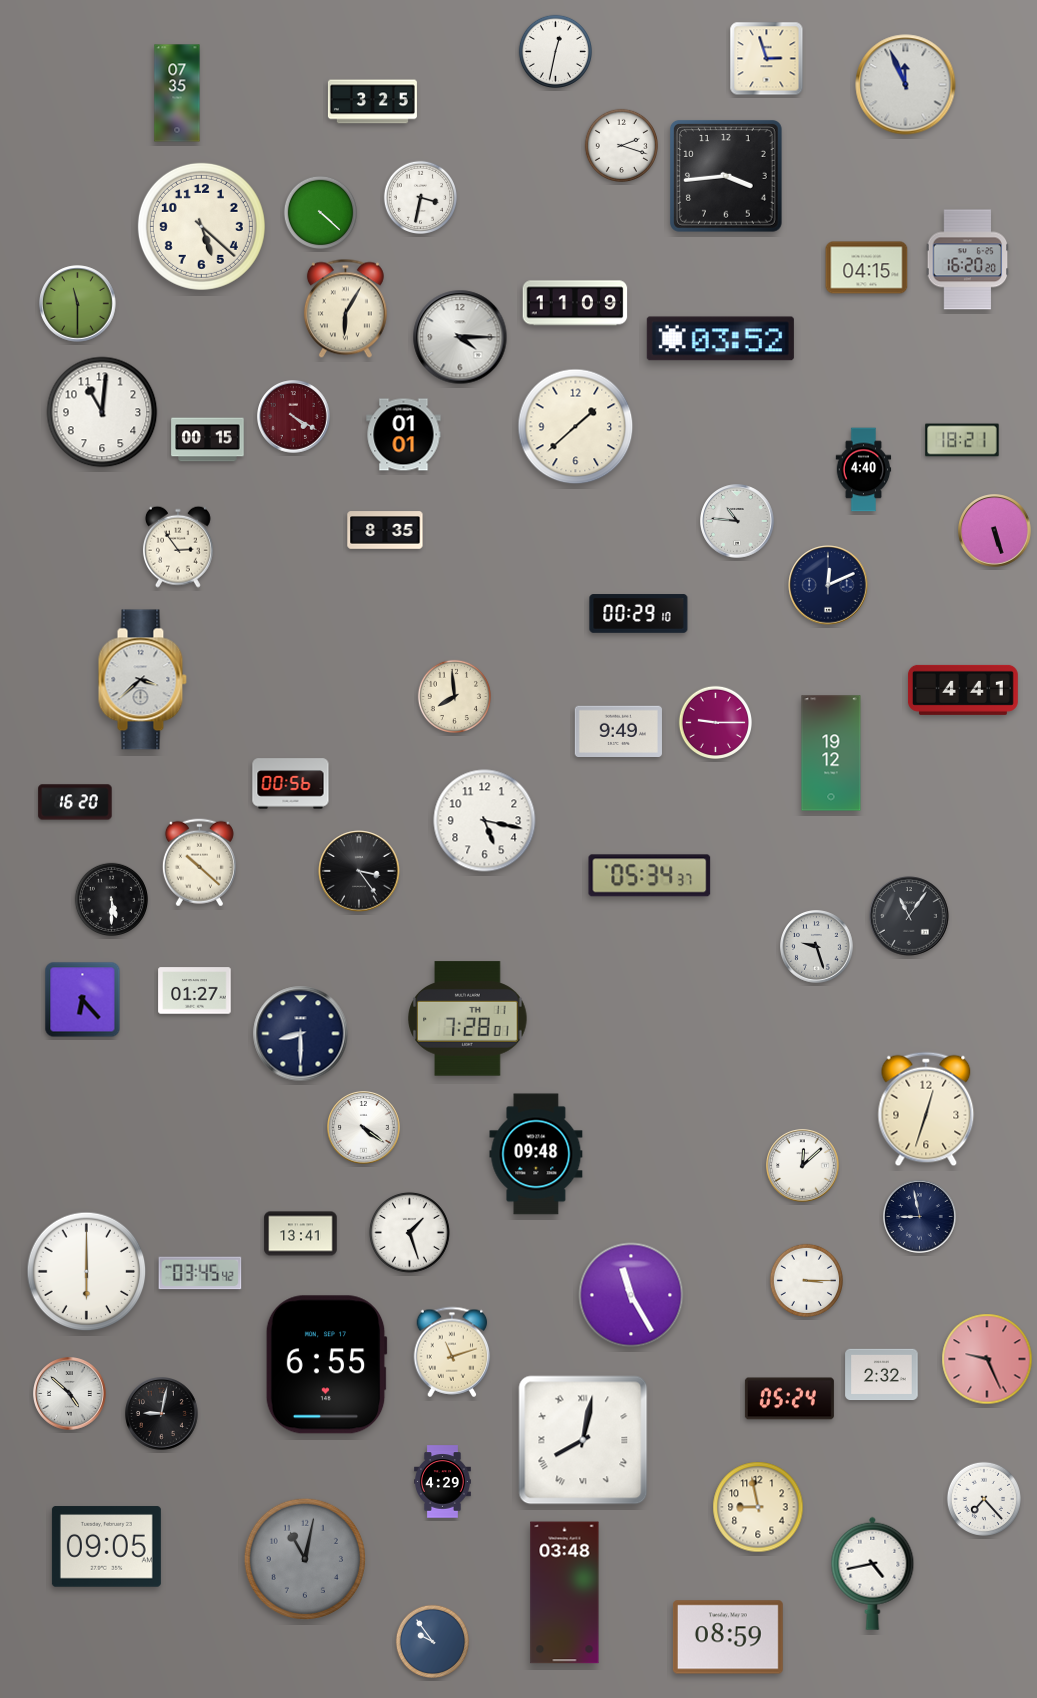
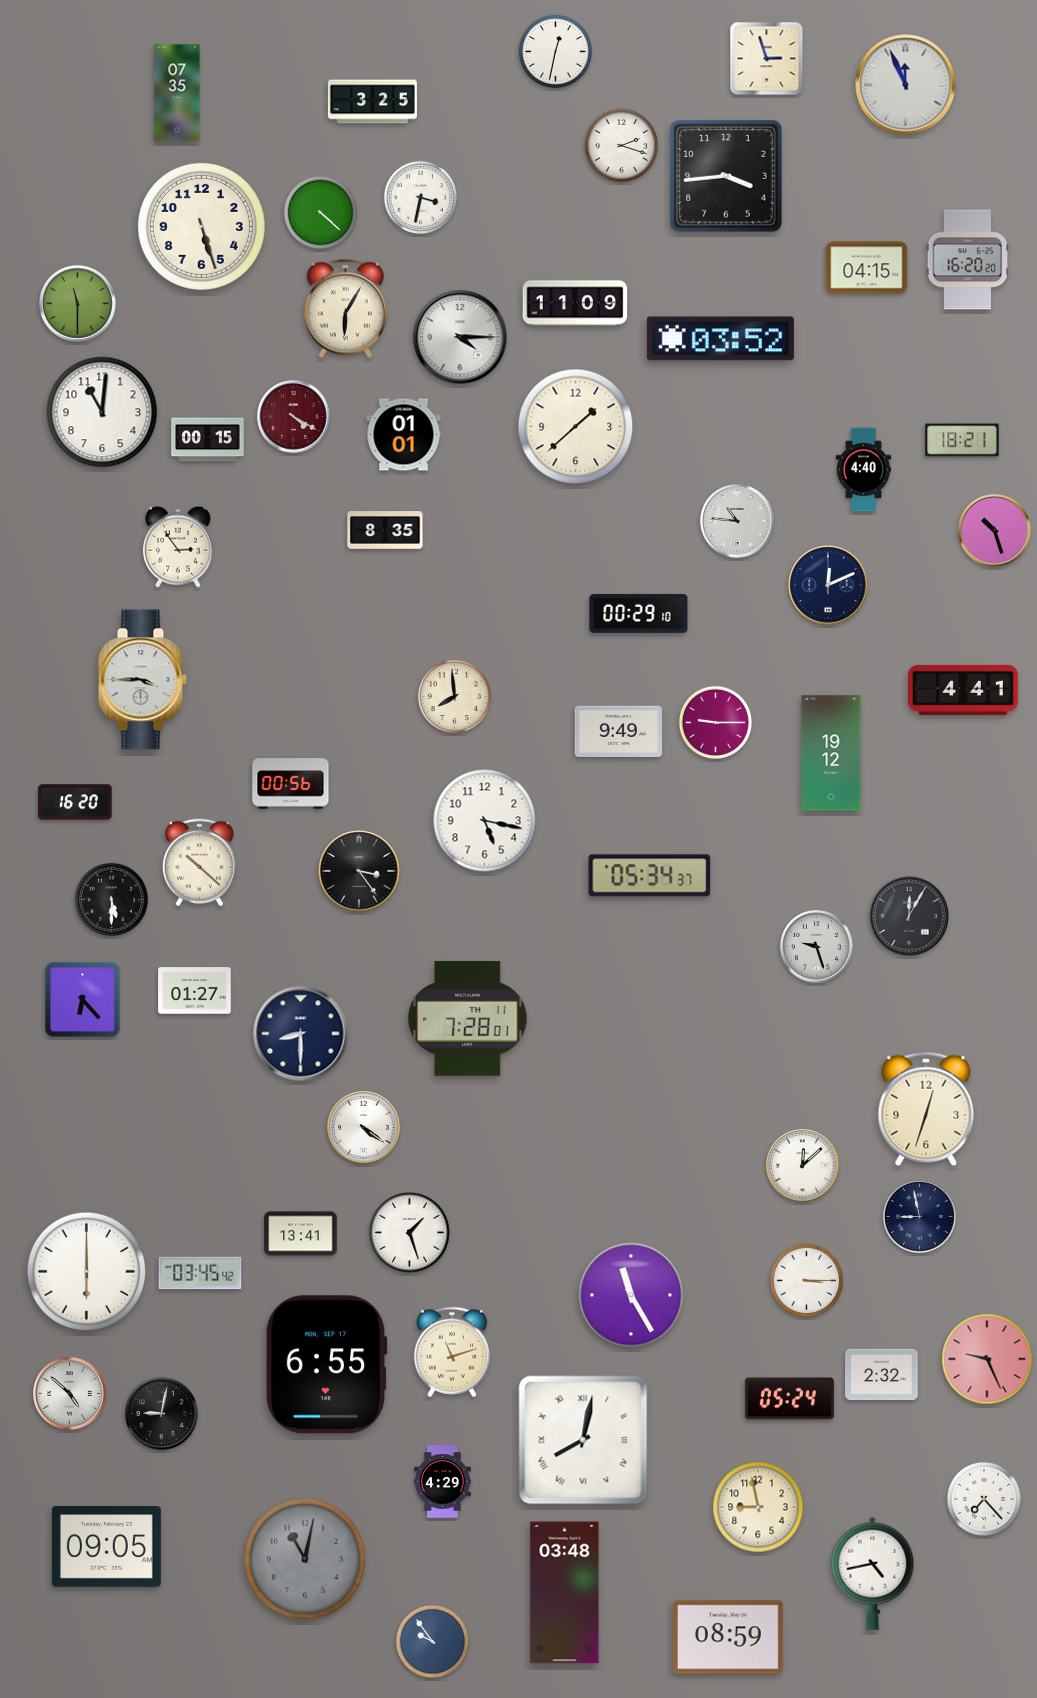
clock at (201, 226): 5:22 -> 5:27
clock at (995, 531): 5:27 -> 10:27
clock at (142, 680): 3:38 -> 3:45
clock at (909, 916): 11:06 -> 12:05
clock at (536, 1154): 09:48 -> none
